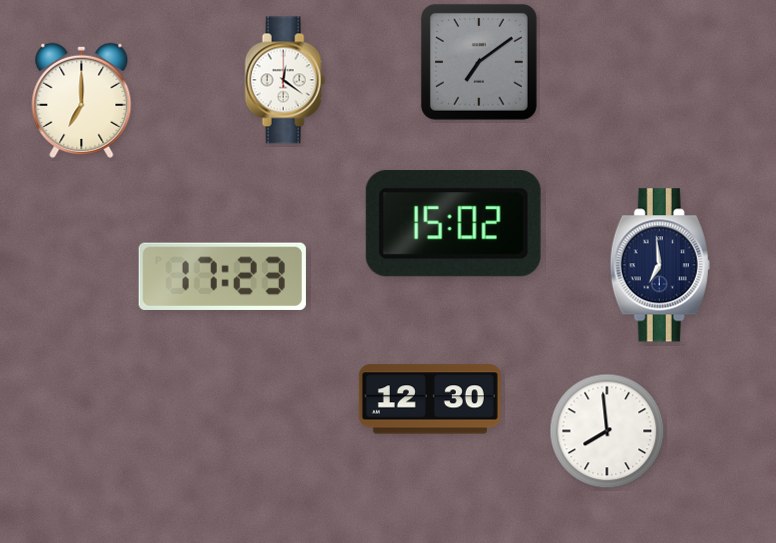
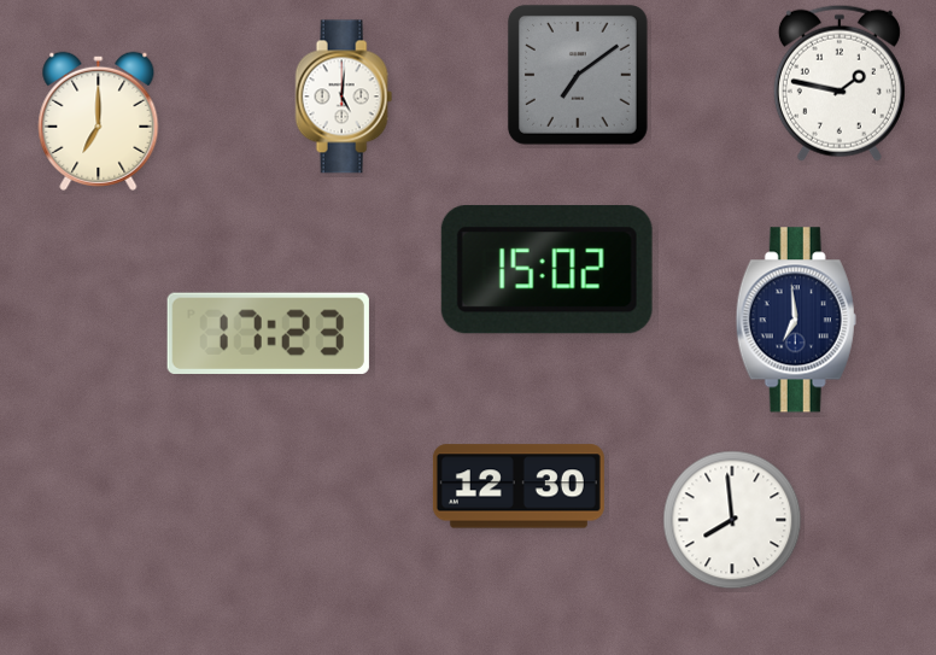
clock at (840, 83): none -> 1:47
clock at (285, 80): 12:21 -> 5:01
clock at (430, 399) position: (430, 399) -> (519, 486)
